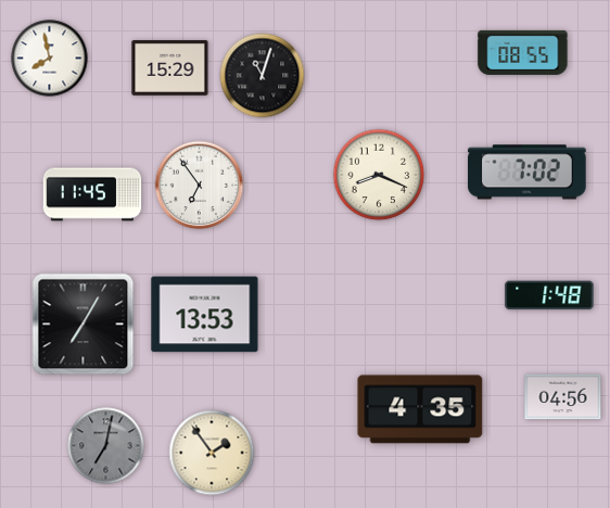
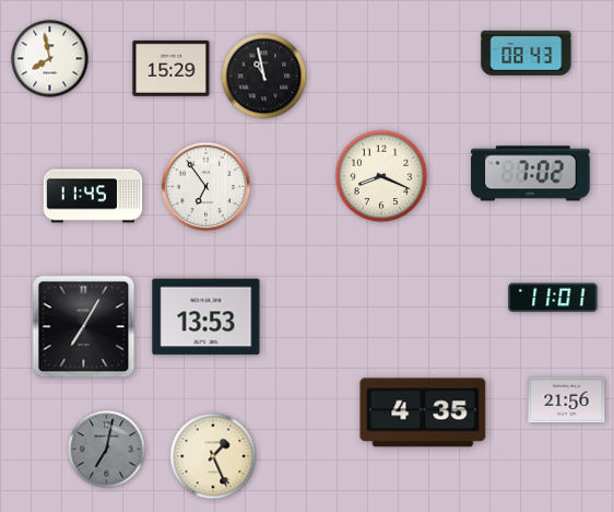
clock at (523, 52): 08:55 -> 08:43
clock at (263, 76): 11:03 -> 10:58
clock at (200, 186) position: (200, 186) -> (206, 187)
clock at (549, 295): 1:48 -> 11:01
clock at (563, 397): 04:56 -> 21:56
clock at (212, 453): 1:54 -> 1:26
